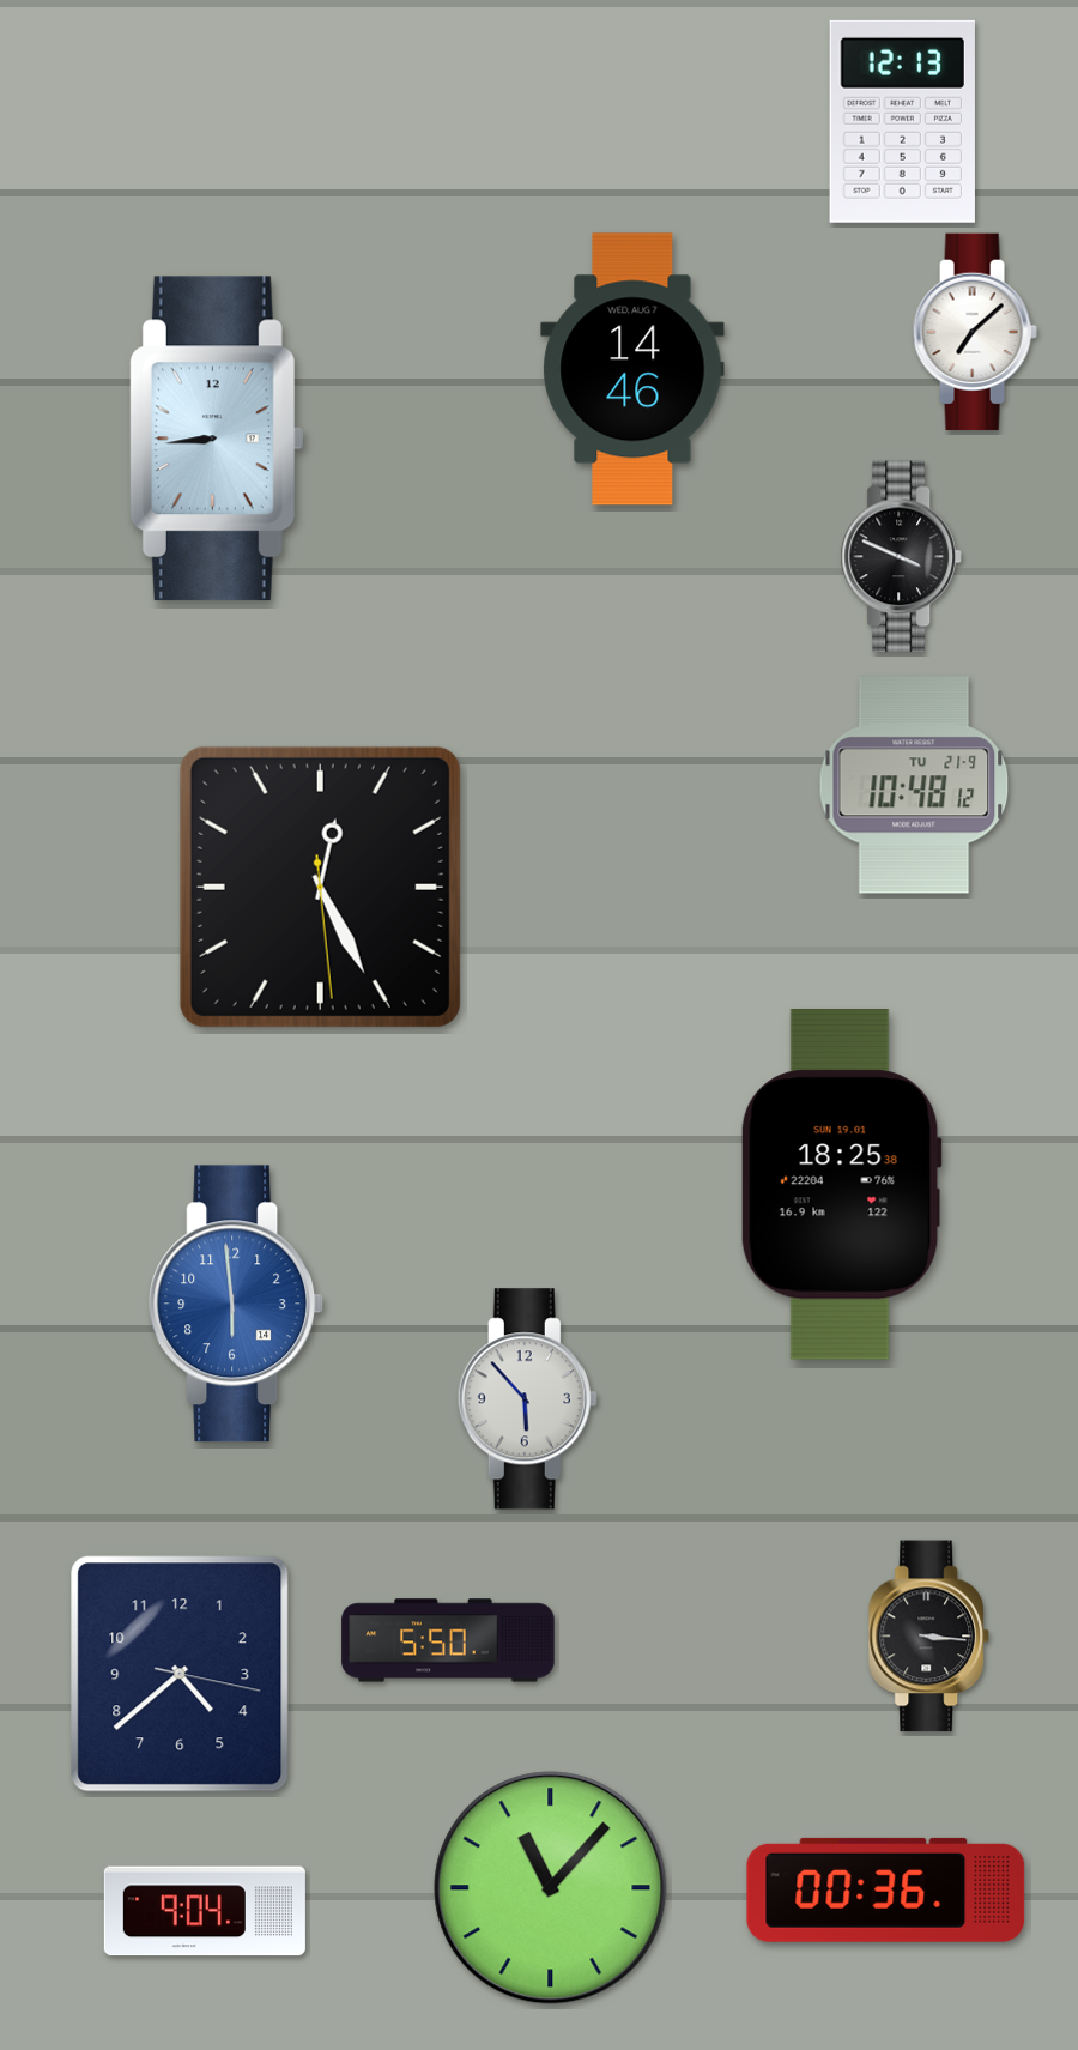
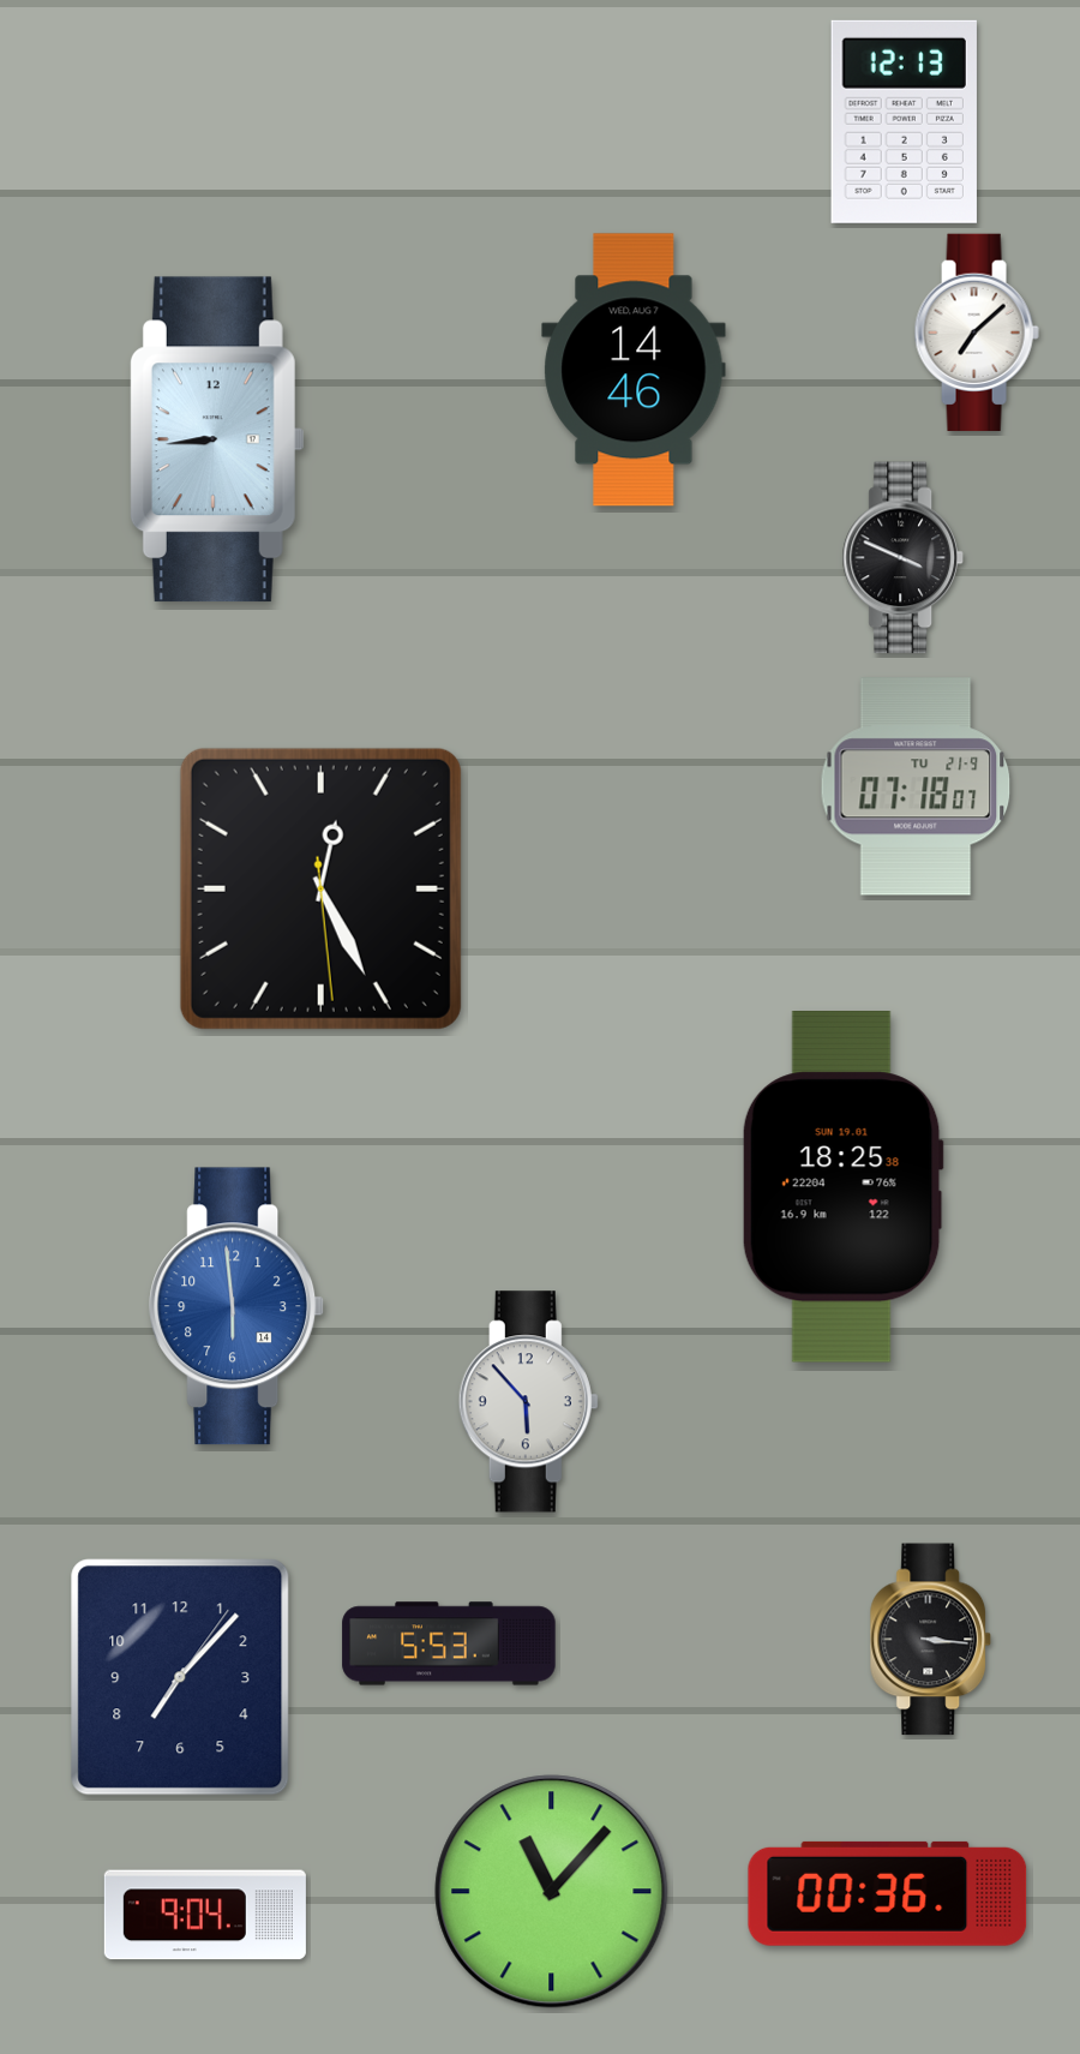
clock at (914, 785): 10:48 -> 07:18
clock at (448, 1640): 5:50 -> 5:53
clock at (180, 1674): 4:38 -> 7:07
